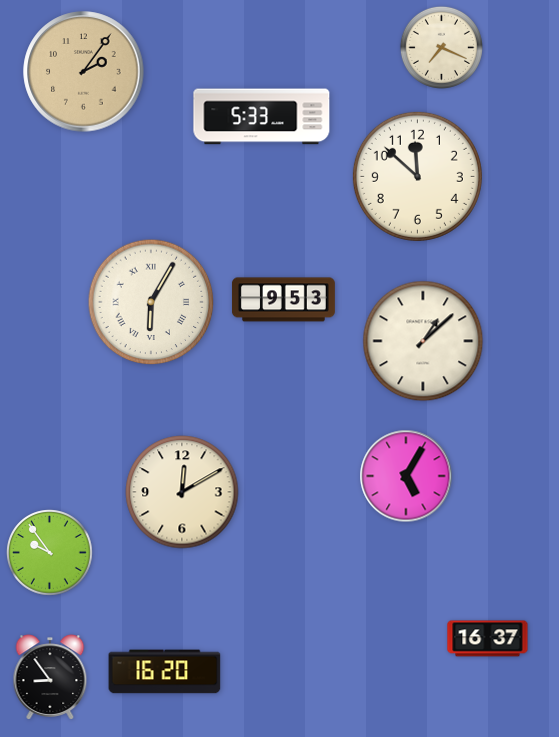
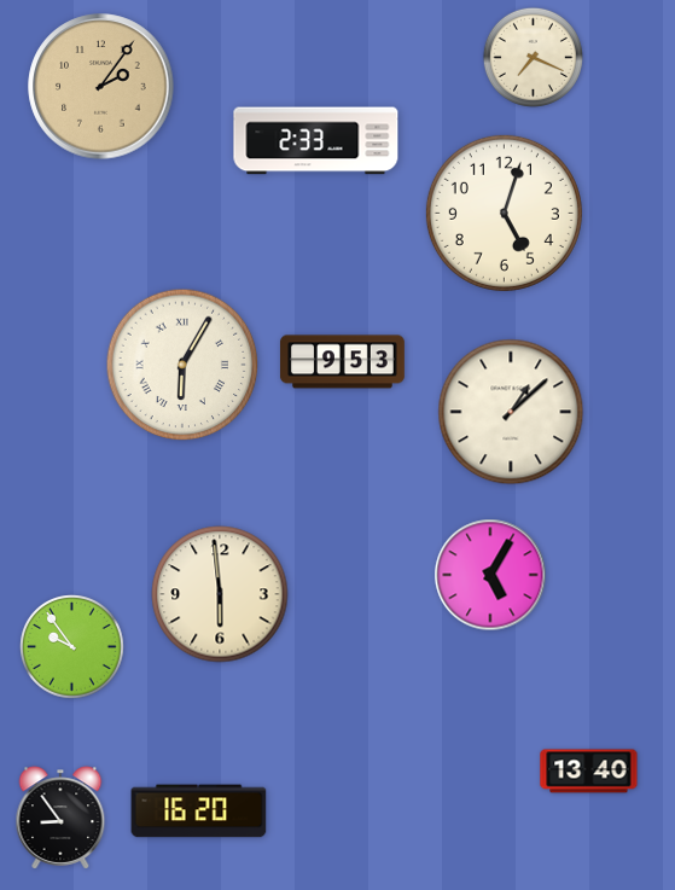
clock at (262, 117): 5:33 -> 2:33
clock at (417, 176): 11:52 -> 5:03
clock at (182, 492): 12:10 -> 5:59
clock at (50, 553) position: (50, 553) -> (72, 647)
clock at (488, 639): 16:37 -> 13:40
